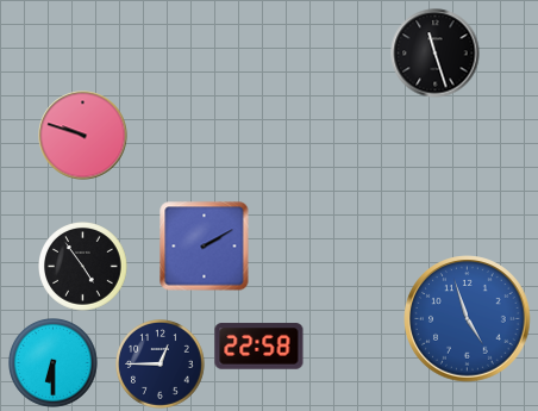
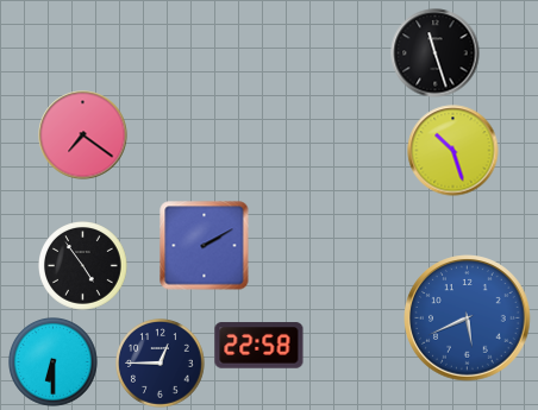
clock at (83, 136): 9:48 -> 7:21
clock at (453, 151): none -> 10:27
clock at (468, 319): 4:57 -> 5:41
